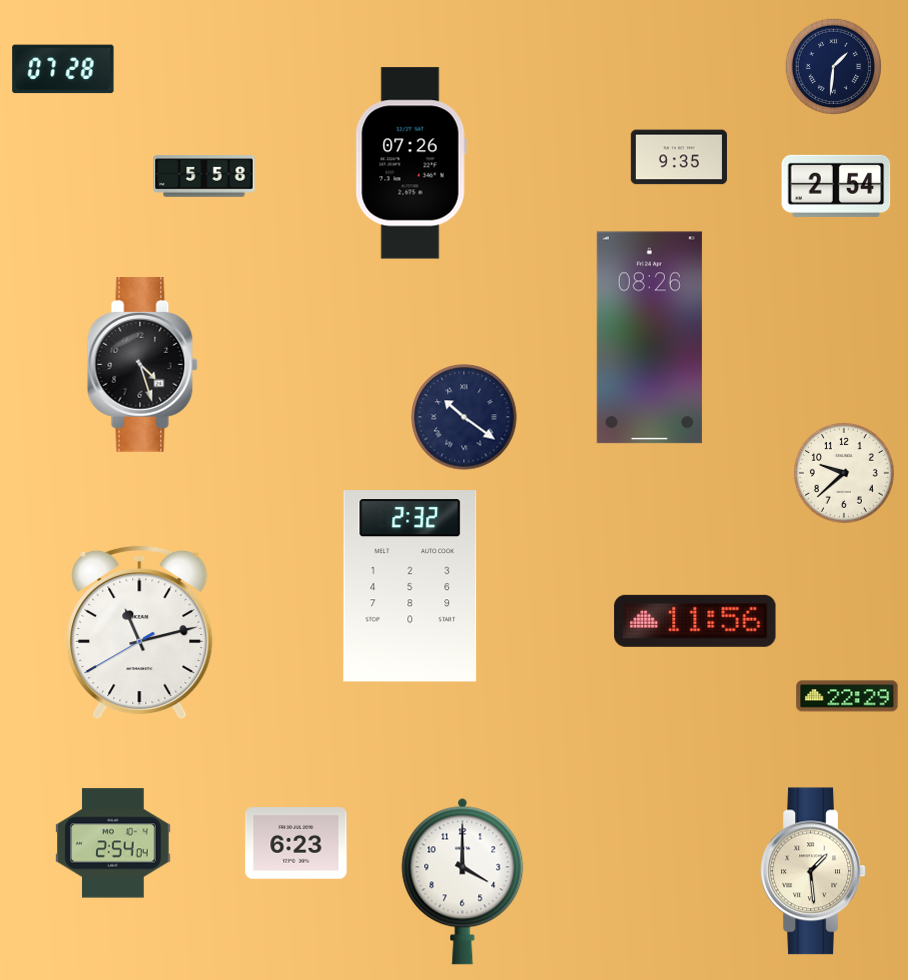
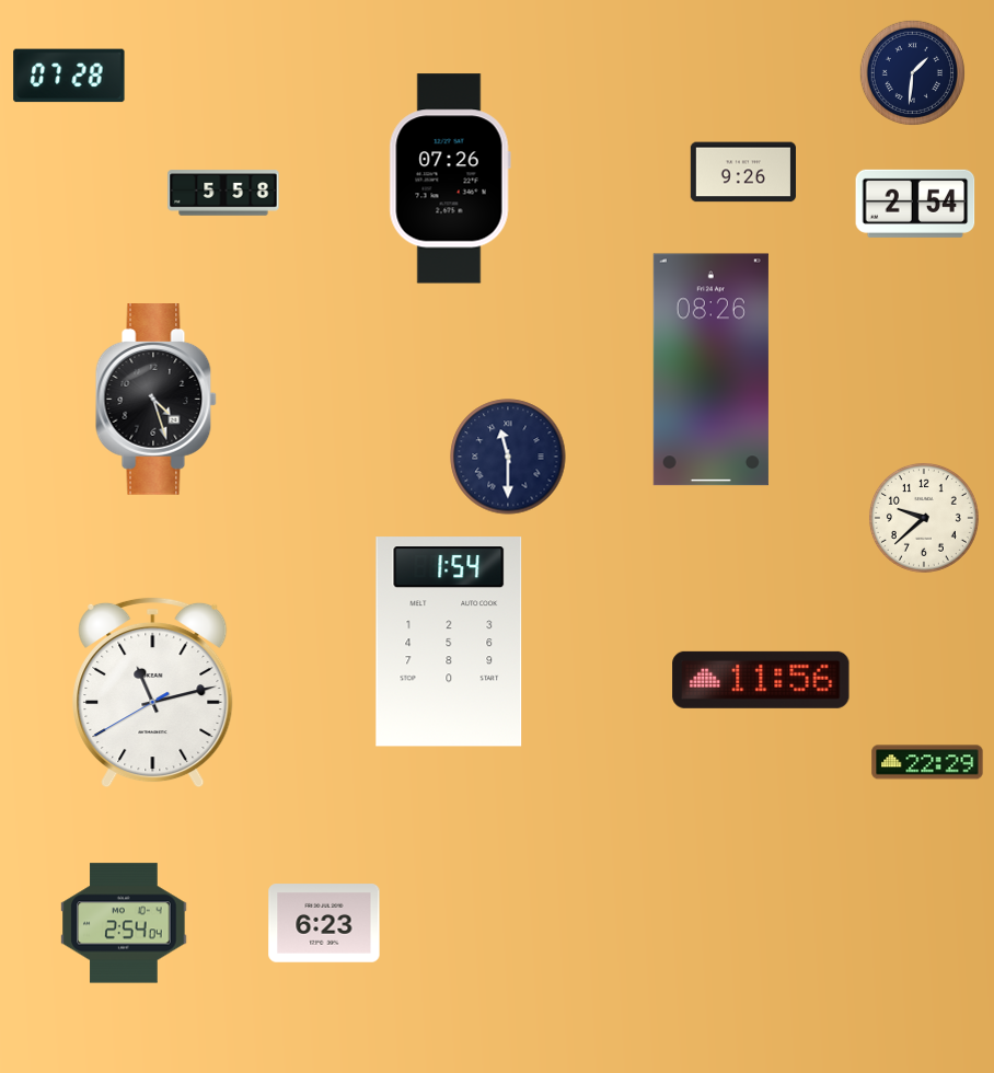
clock at (679, 157): 9:35 -> 9:26
clock at (464, 417): 10:21 -> 11:30
clock at (410, 586): 2:32 -> 1:54
clock at (813, 871): 1:29 -> none
clock at (463, 881): 4:00 -> none
